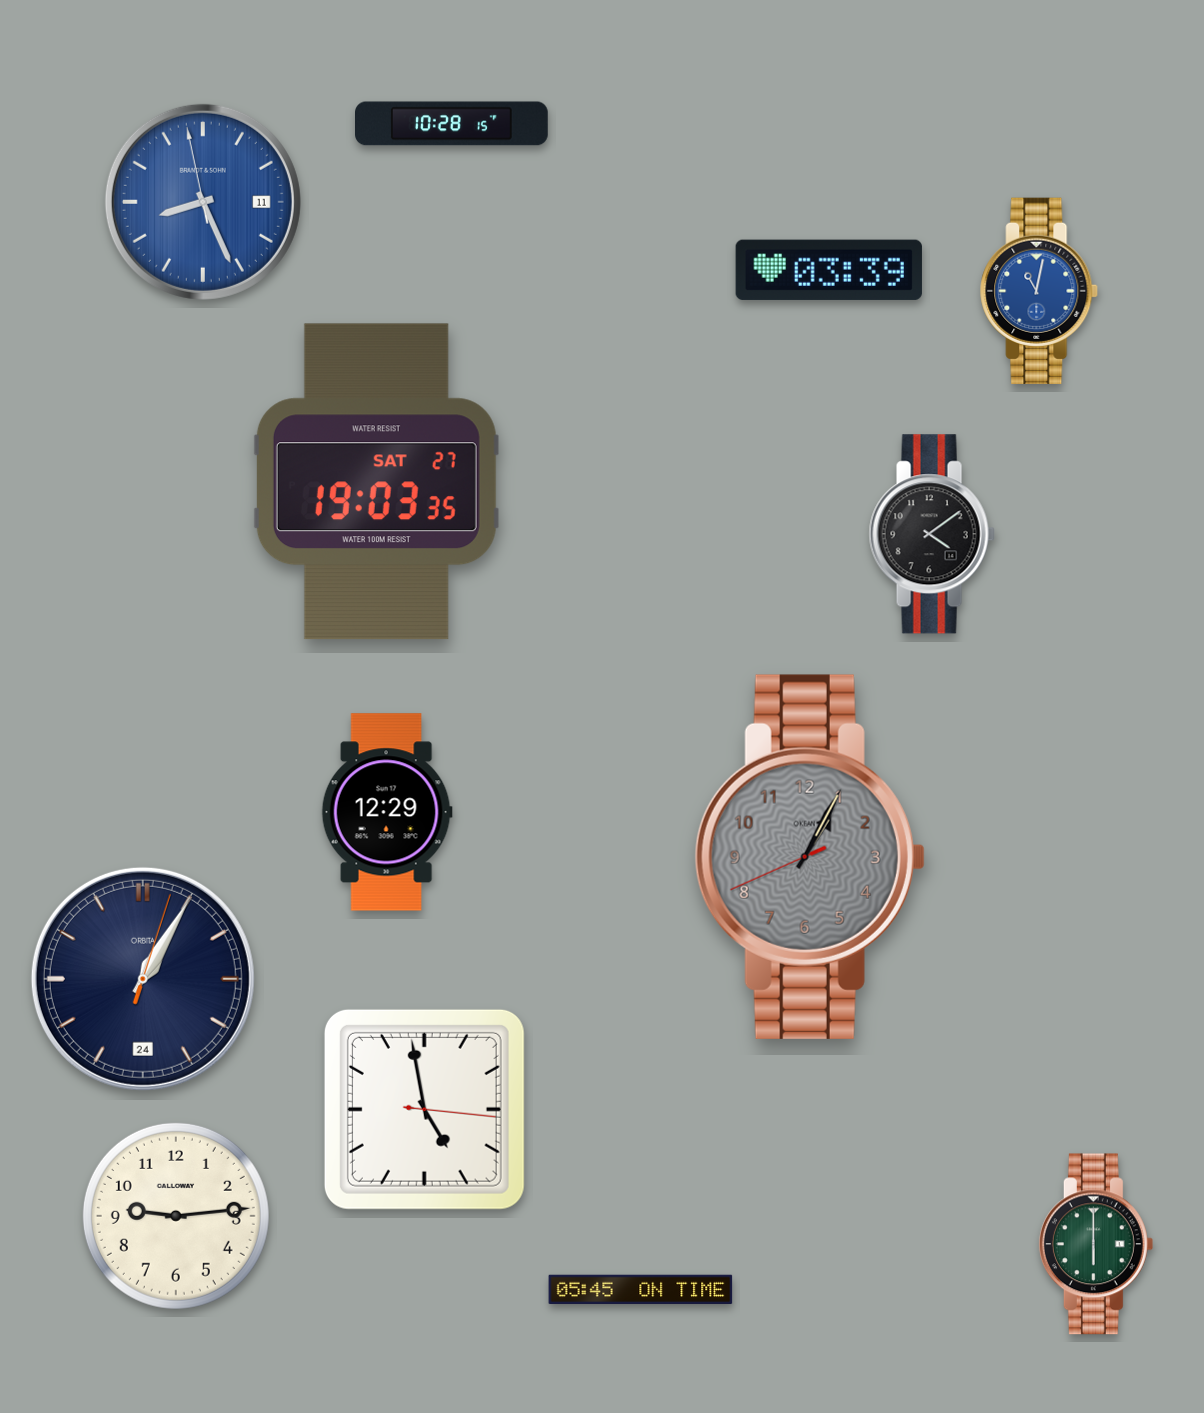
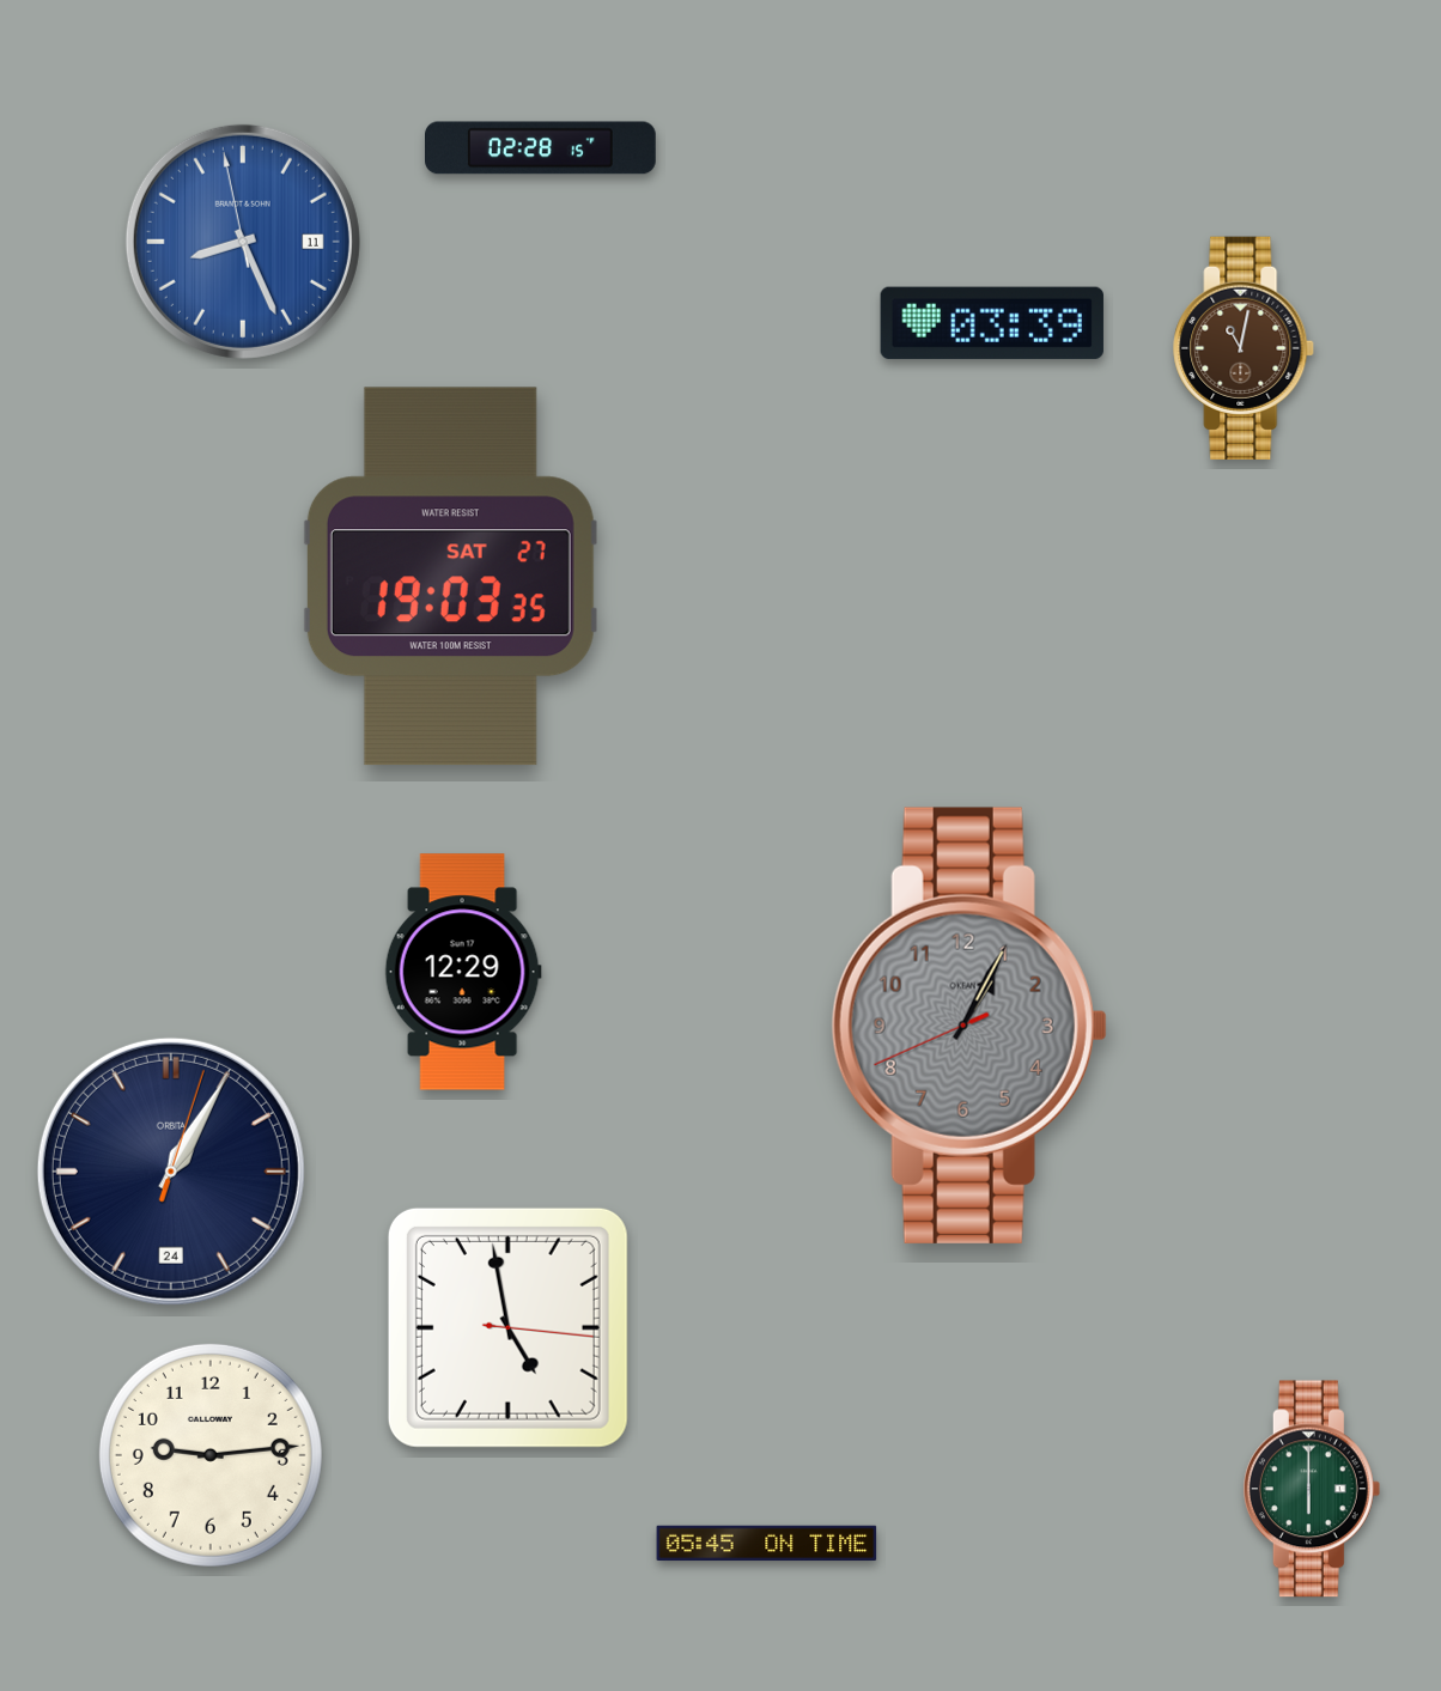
clock at (452, 124): 10:28 -> 02:28
clock at (1040, 291) dial: blue -> brown
clock at (932, 534): 4:09 -> none
